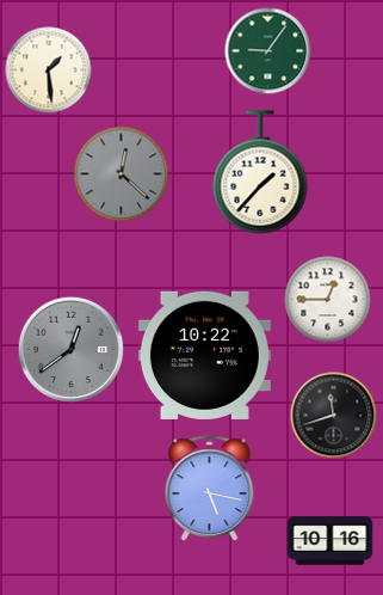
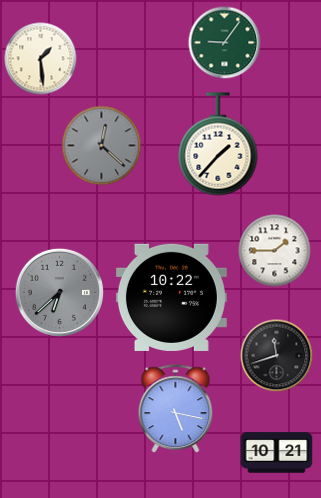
clock at (328, 300): 12:45 -> 1:45
clock at (70, 349): 12:39 -> 6:38
clock at (334, 416) position: (334, 416) -> (277, 356)
clock at (331, 541): 10:16 -> 10:21
